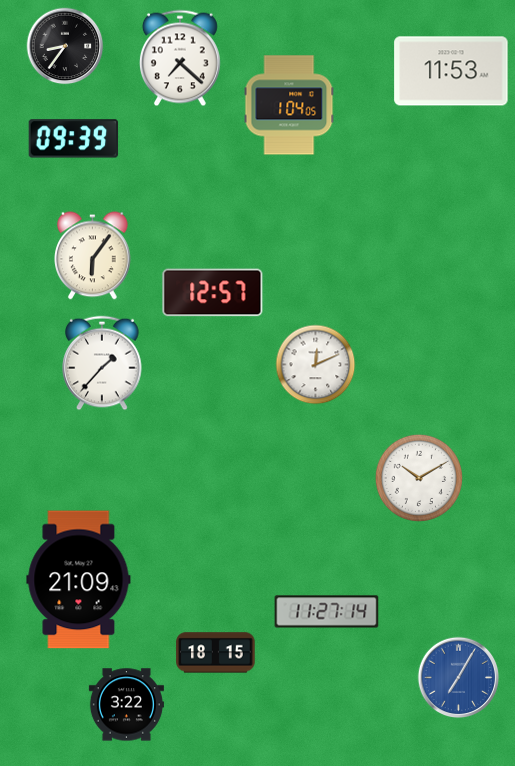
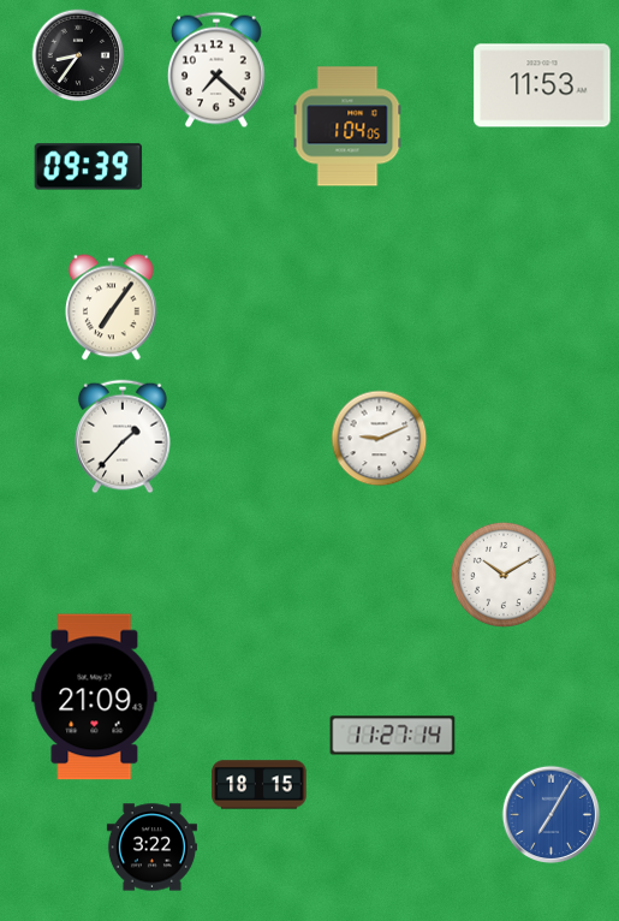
clock at (93, 256): 6:06 -> 7:06
clock at (213, 293): 12:57 -> none
clock at (316, 365): 12:11 -> 9:11
